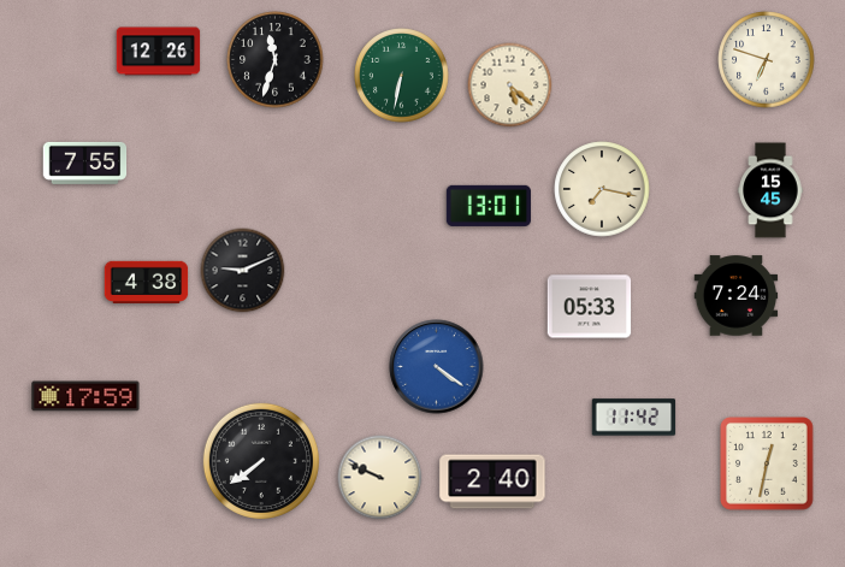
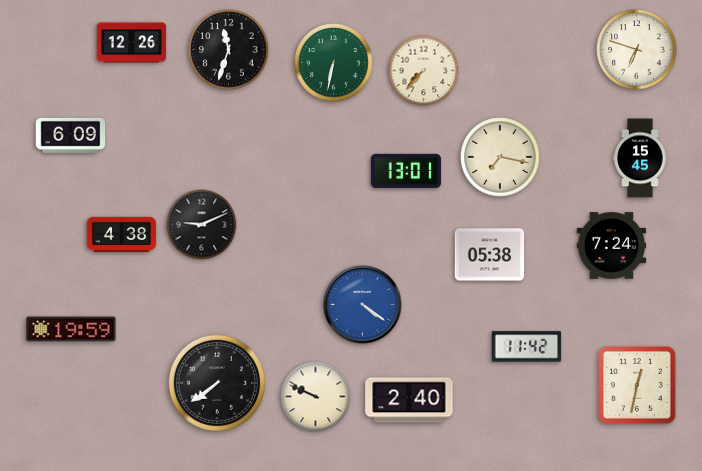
clock at (510, 85): 5:22 -> 7:37
clock at (85, 163): 7:55 -> 6:09
clock at (590, 307): 05:33 -> 05:38
clock at (85, 396): 17:59 -> 19:59
